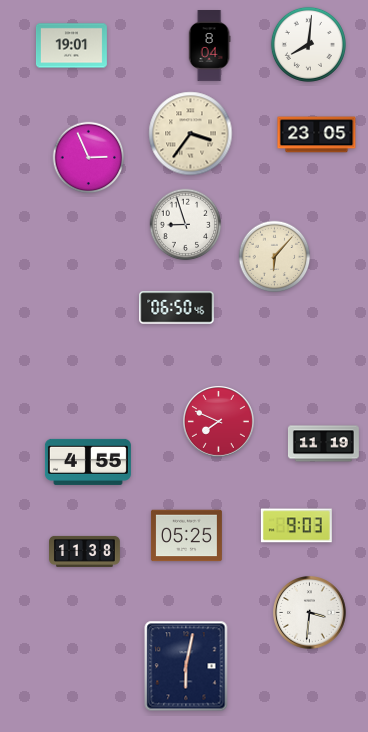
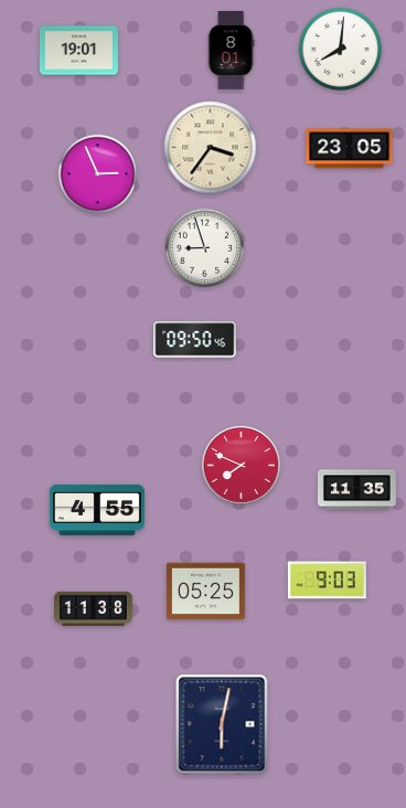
clock at (209, 46): 8:04 -> 8:01
clock at (275, 257): 6:07 -> none
clock at (177, 308): 06:50 -> 09:50
clock at (323, 444): 11:19 -> 11:35
clock at (310, 613): 3:31 -> none
clock at (186, 666) position: (186, 666) -> (222, 724)
